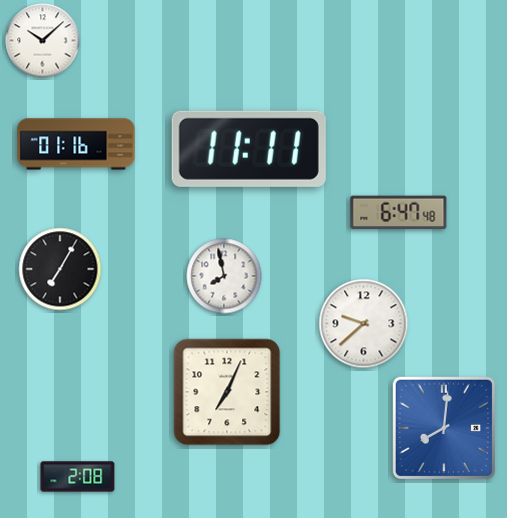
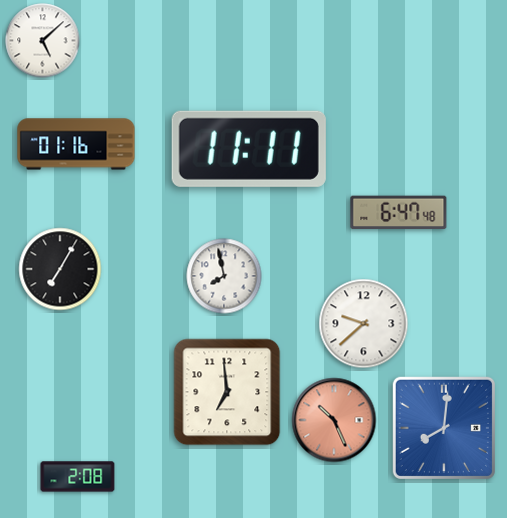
clock at (43, 41): 10:08 -> 5:08
clock at (227, 392): 7:04 -> 6:59
clock at (334, 420): none -> 10:26
